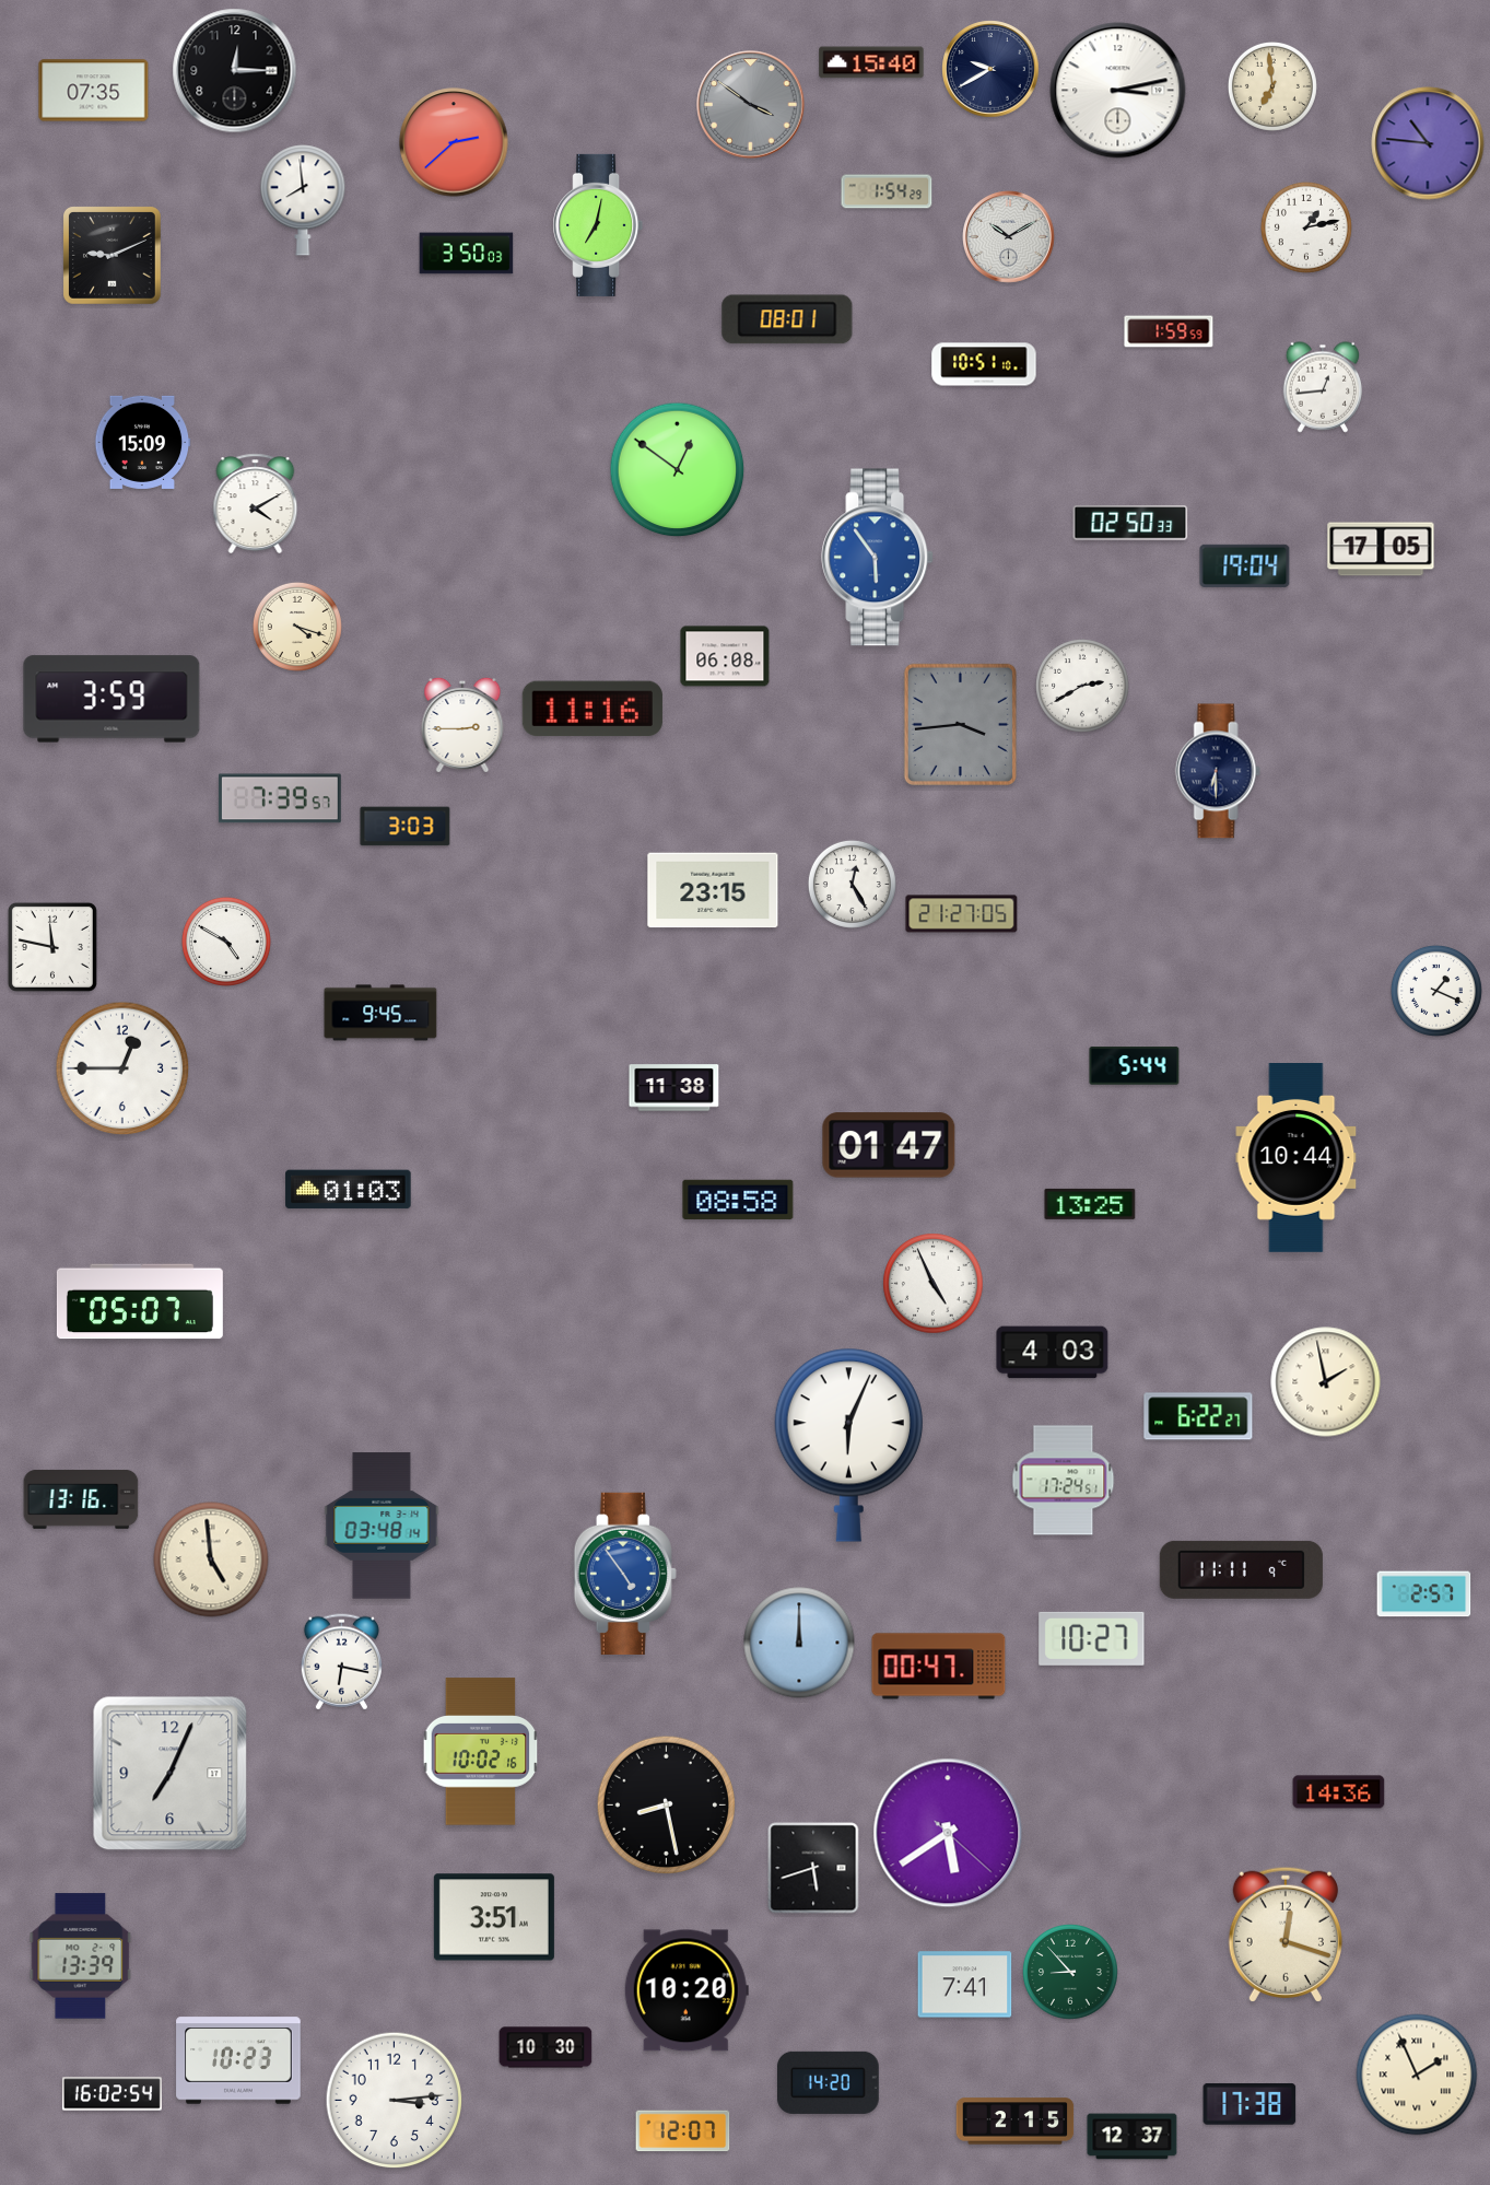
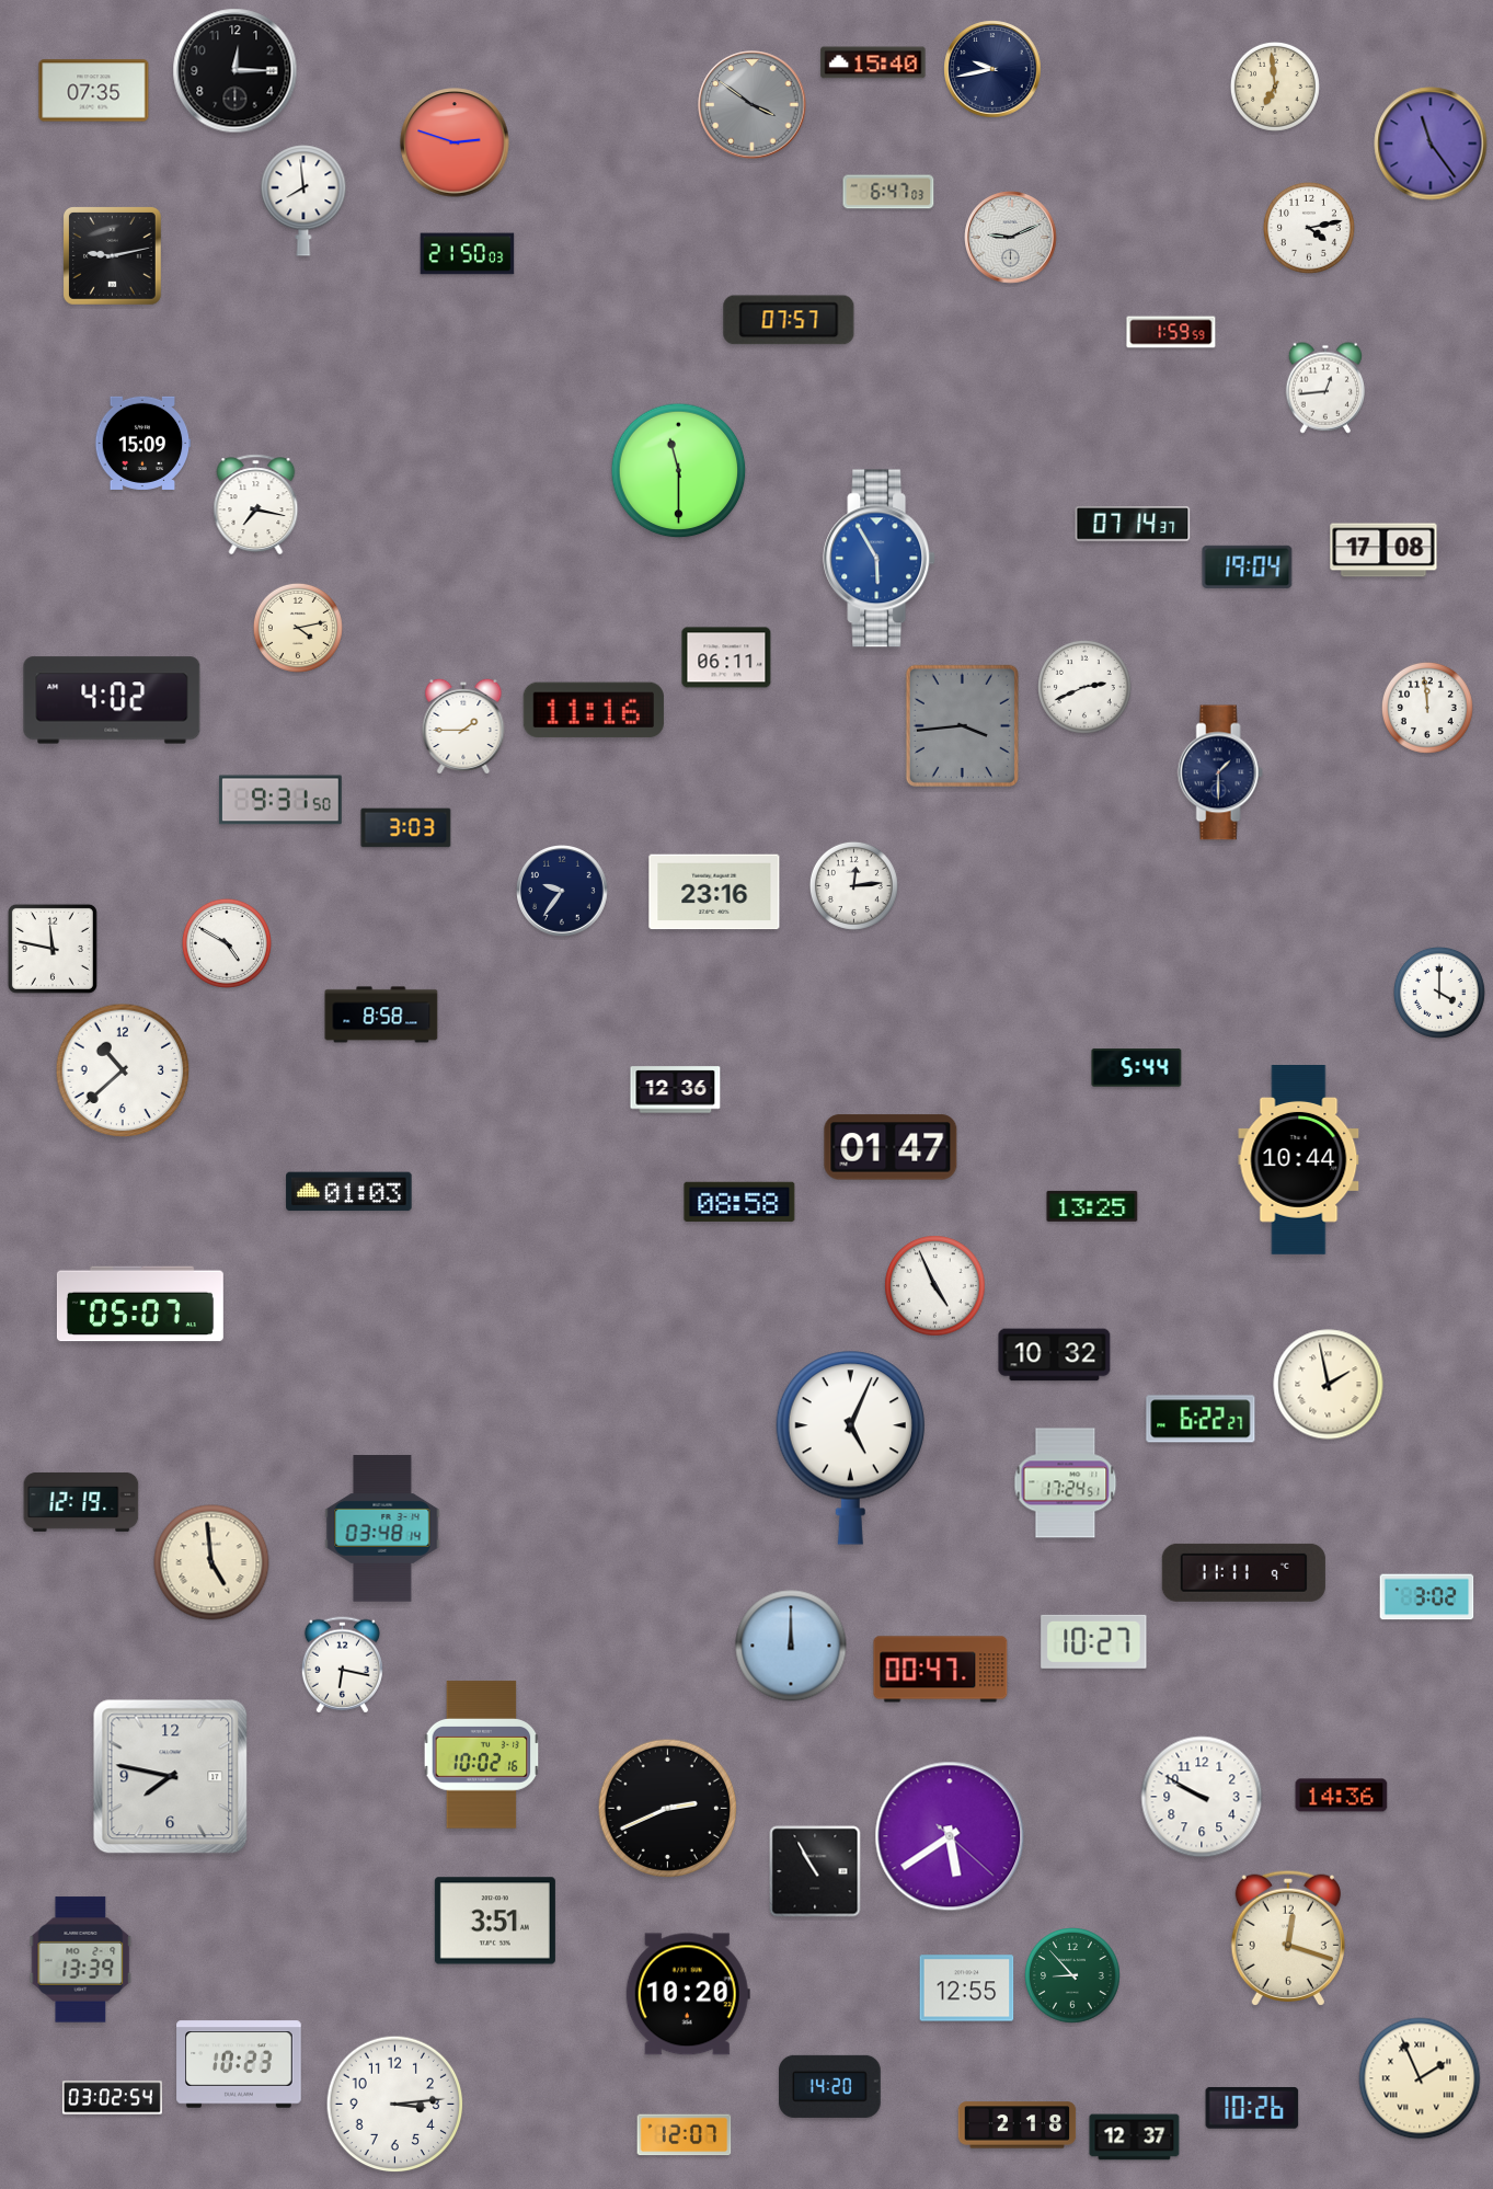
clock at (990, 69): 9:40 -> 9:43
clock at (1118, 91): 3:13 -> none
clock at (454, 142): 2:38 -> 2:48
clock at (1428, 143): 10:46 -> 11:24
clock at (887, 191): 1:54 -> 6:47
clock at (598, 225): 7:02 -> none
clock at (1306, 227): 1:13 -> 4:13
clock at (1009, 237): 10:10 -> 9:11
clock at (467, 254): 3:50 -> 21:50
clock at (113, 256): 9:11 -> 9:13
clock at (787, 319): 08:01 -> 07:57
clock at (984, 364): 10:51 -> none
clock at (678, 470): 12:51 -> 11:30
clock at (256, 504): 4:10 -> 7:17
clock at (1130, 524): 02:50 -> 07:14
clock at (1381, 549): 17:05 -> 17:08
clock at (878, 558): 5:54 -> 5:55
clock at (297, 627): 4:18 -> 4:13
clock at (725, 656): 06:08 -> 06:11
clock at (1083, 687): 2:40 -> 2:41
clock at (112, 699): 3:59 -> 4:02
clock at (1427, 708): none -> 11:59
clock at (462, 725): 2:45 -> 1:45
clock at (1218, 771): 6:30 -> 1:30
clock at (280, 798): 7:39 -> 9:31
clock at (852, 884): 12:25 -> 12:14
clock at (562, 891): none -> 9:36
clock at (713, 890): 23:15 -> 23:16
clock at (962, 914): 21:27 -> none
clock at (1436, 991): 1:19 -> 4:00
clock at (380, 1013): 9:45 -> 8:58
clock at (122, 1068): 12:45 -> 10:38
clock at (674, 1088): 11:38 -> 12:36
clock at (1053, 1353): 4:03 -> 10:32
clock at (848, 1445): 6:04 -> 5:04
clock at (81, 1499): 13:16 -> 12:19
clock at (625, 1574): 4:54 -> none
clock at (1424, 1594): 2:57 -> 3:02
clock at (799, 1643) position: (799, 1643) -> (791, 1646)
clock at (171, 1774): 7:04 -> 7:47
clock at (1202, 1797): none -> 9:50
clock at (667, 1806): 8:28 -> 2:41
clock at (813, 1868): 5:42 -> 10:55
clock at (965, 1985): 7:41 -> 12:55
clock at (545, 2047): 10:30 -> none
clock at (112, 2094): 16:02 -> 03:02
clock at (1250, 2104): 17:38 -> 10:26
clock at (1016, 2122): 2:15 -> 2:18
clock at (1133, 2137) position: (1133, 2137) -> (1135, 2138)
